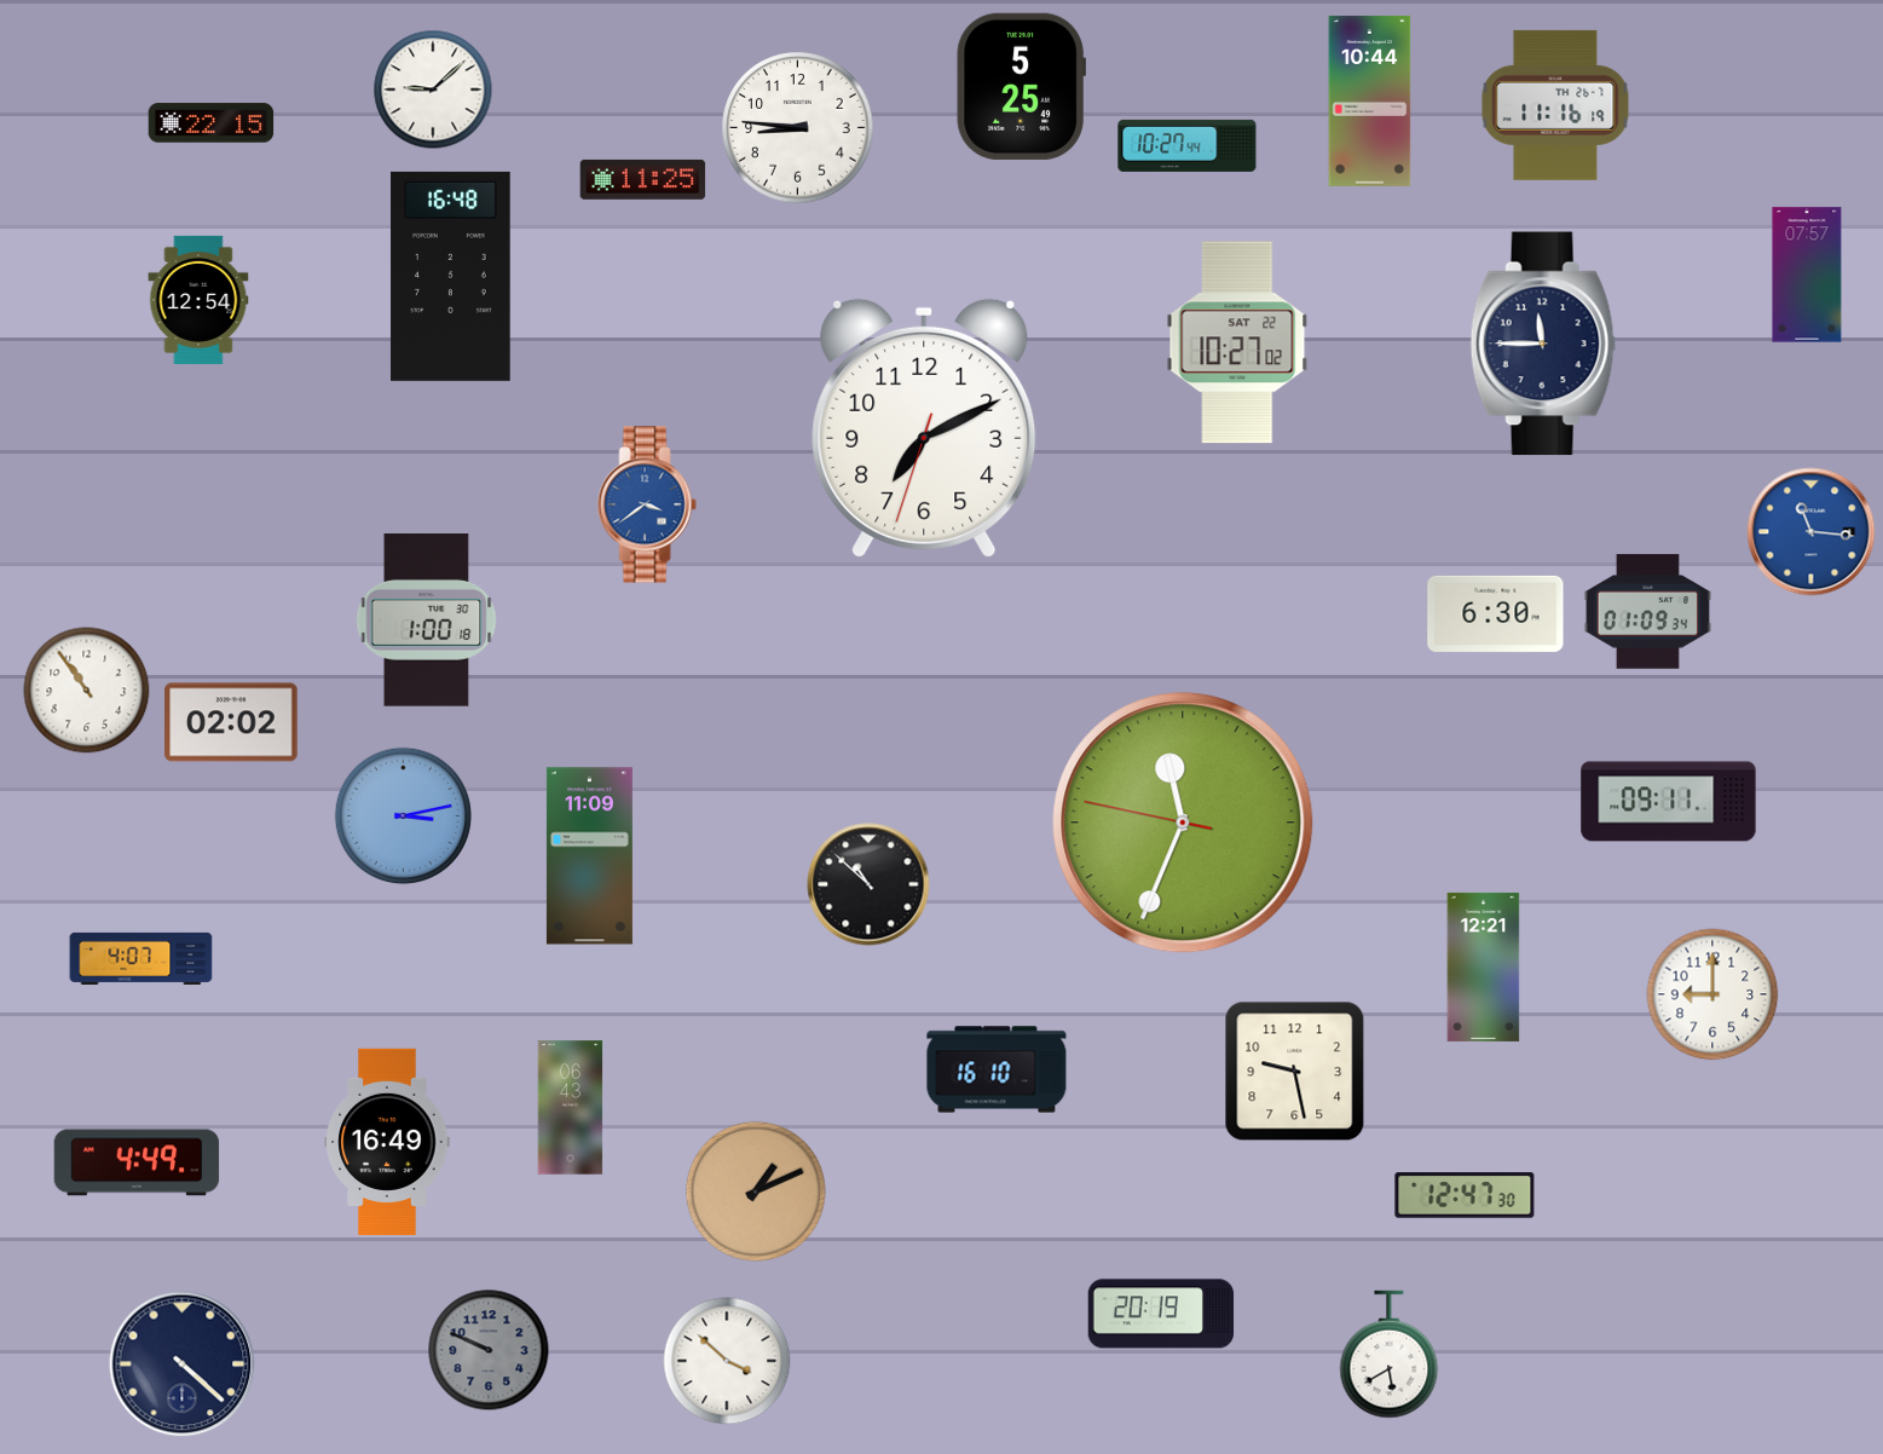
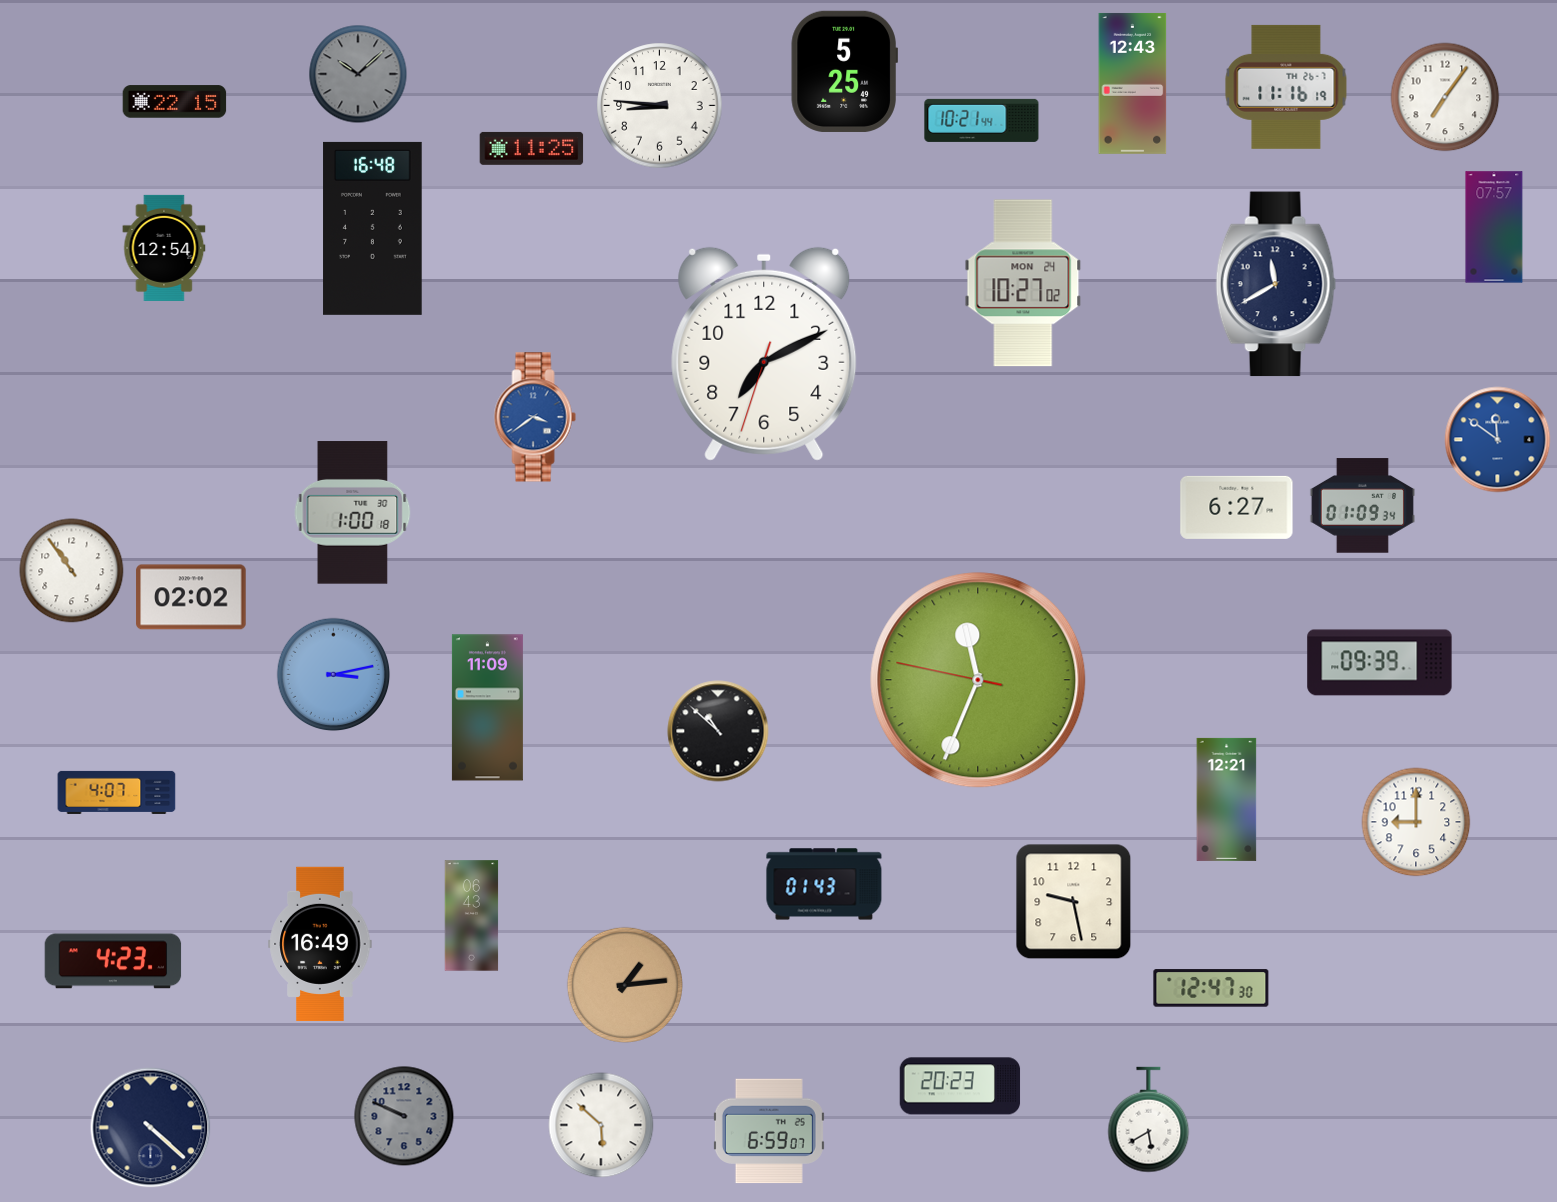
clock at (433, 90): 9:08 -> 10:08
clock at (433, 90) dial: white -> grey
clock at (1370, 100): 10:44 -> 12:43
clock at (1445, 97): none -> 7:06
clock at (1188, 145): 10:27 -> 10:21
clock at (1237, 342) date: SAT 22 -> MON 24
clock at (1543, 344): 11:45 -> 11:40
clock at (1812, 532): 11:16 -> 11:51
clock at (1496, 613): 6:30 -> 6:27
clock at (1669, 802): 09:11 -> 09:39
clock at (997, 1069): 16:10 -> 01:43
clock at (1295, 1072) position: (1295, 1072) -> (1074, 902)
clock at (137, 1162): 4:49 -> 4:23
clock at (756, 1192): 1:11 -> 1:14
clock at (1161, 1314): 20:19 -> 20:23
clock at (727, 1361): 3:52 -> 5:52
clock at (769, 1131): none -> 6:59
